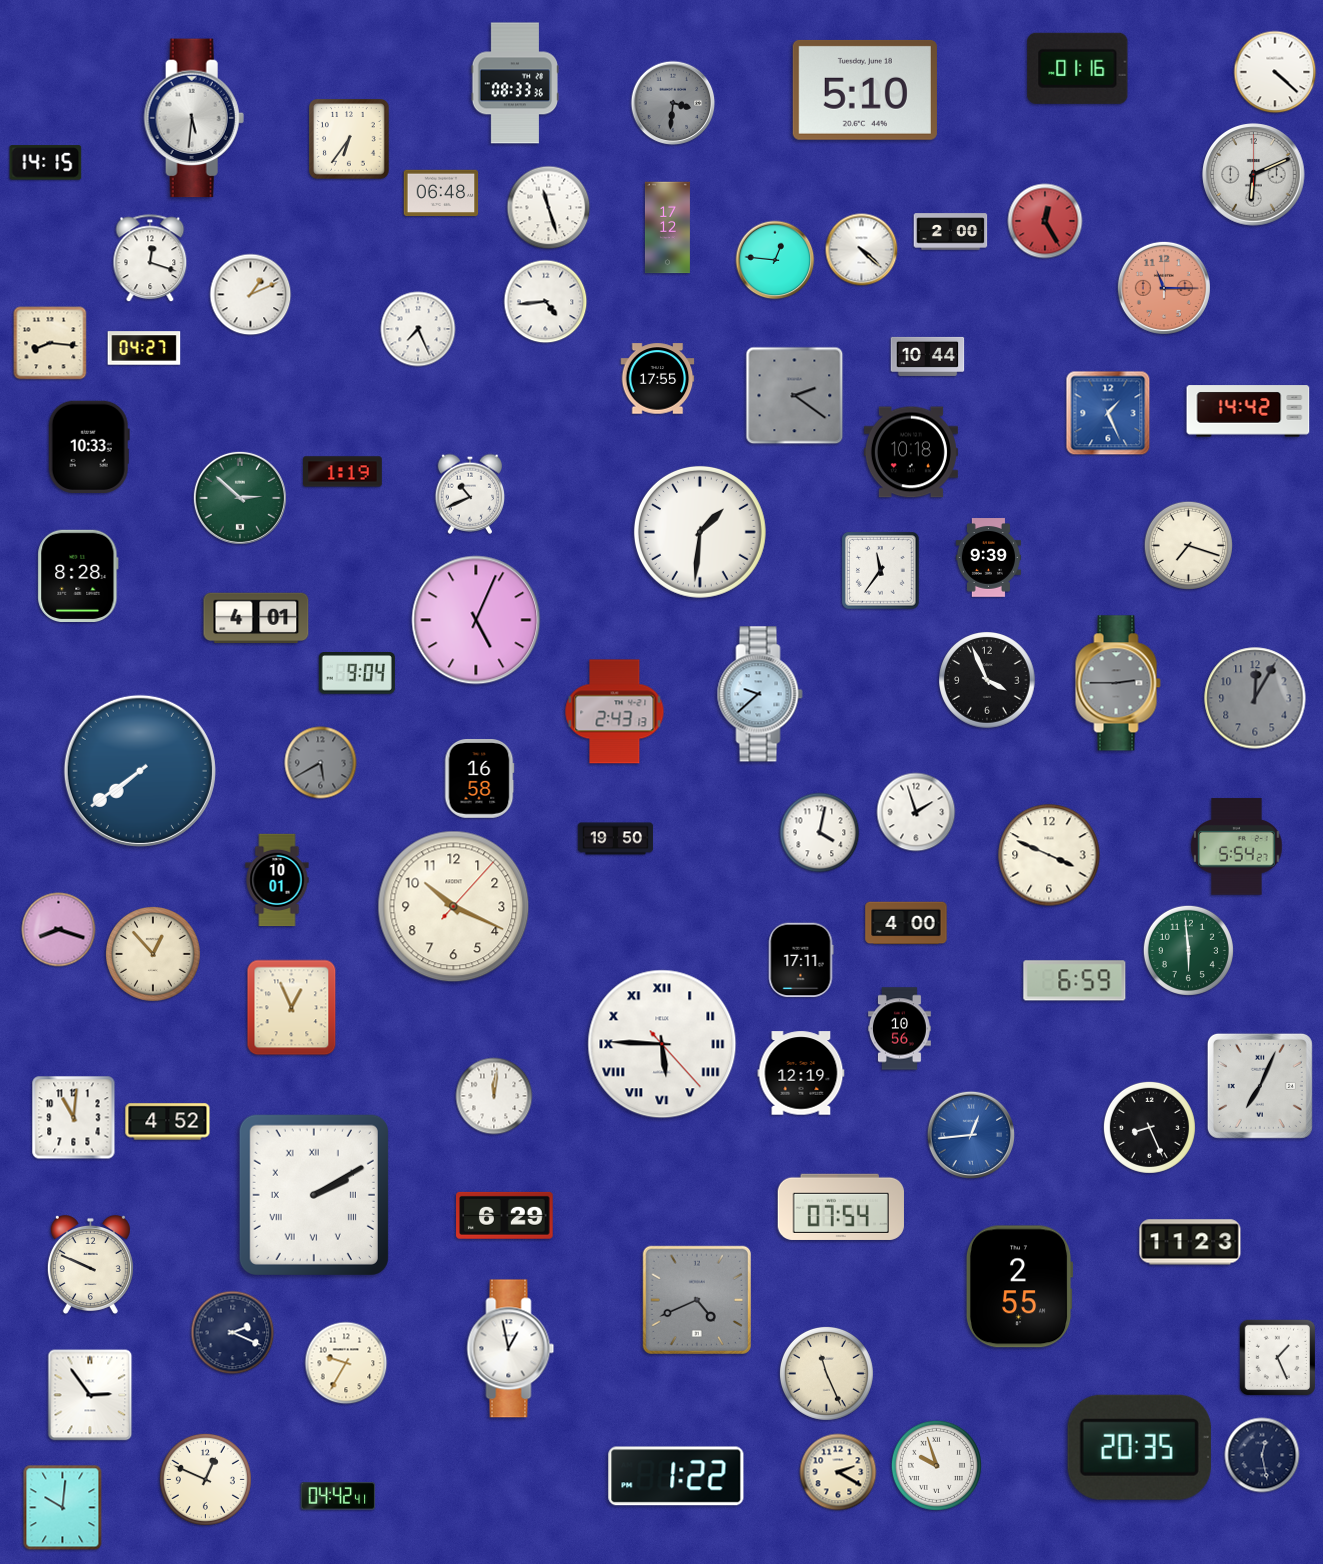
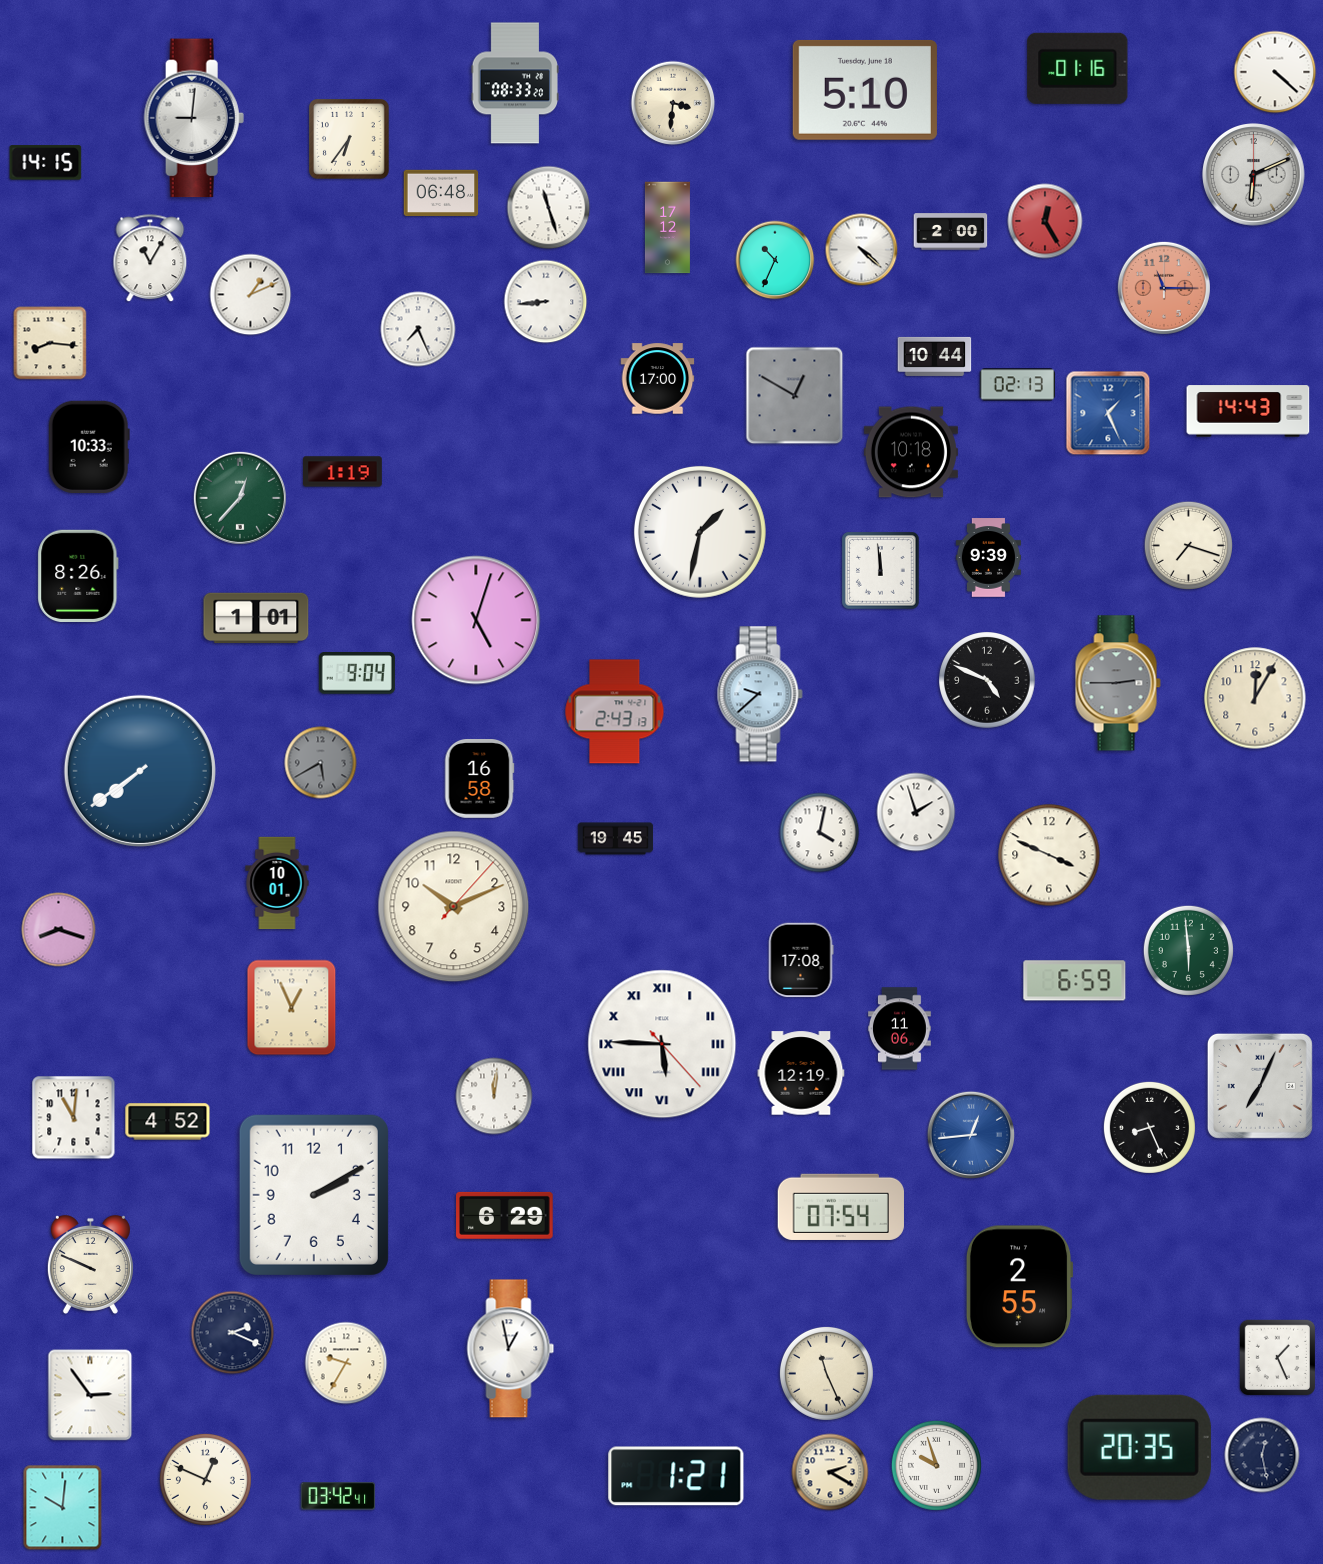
clock at (514, 83): 08:33:36 -> 08:33:20
clock at (673, 103) dial: grey -> cream
clock at (194, 118): 5:31 -> 9:01
clock at (150, 259): 12:18 -> 11:05
clock at (775, 260): 12:46 -> 10:34
clock at (546, 302): 4:44 -> 8:44
clock at (144, 348): 04:27 -> none
clock at (928, 356) position: (928, 356) -> (935, 356)
clock at (658, 379): 17:55 -> 17:00
clock at (1017, 385): none -> 02:13
clock at (795, 396): 2:21 -> 12:50
clock at (1248, 411): 14:42 -> 14:43
clock at (470, 494): 10:41 -> none
clock at (240, 498): 2:52 -> 12:37
clock at (700, 532): 1:31 -> 1:32
clock at (881, 571): 11:36 -> 11:59
clock at (78, 575): 8:28 -> 8:26
clock at (256, 618): 4:01 -> 1:01
clock at (476, 620): 5:04 -> 5:03
clock at (988, 681): 3:56 -> 4:49
clock at (1255, 698) dial: grey -> cream
clock at (616, 839): 19:50 -> 19:45
clock at (1237, 847): 5:54 -> none
clock at (277, 880) position: (277, 880) -> (277, 883)
clock at (454, 907): 10:19 -> 10:11
clock at (906, 923): 4:00 -> none
clock at (153, 954): 12:53 -> none
clock at (801, 960): 17:11 -> 17:08
clock at (900, 1029): 10:56 -> 11:06
clock at (314, 1195) numerals: Roman -> Arabic
clock at (1190, 1242): 11:23 -> none
clock at (697, 1300): 4:41 -> none
clock at (838, 1472) position: (838, 1472) -> (830, 1472)
clock at (676, 1476): 1:22 -> 1:21
clock at (338, 1496): 04:42 -> 03:42
